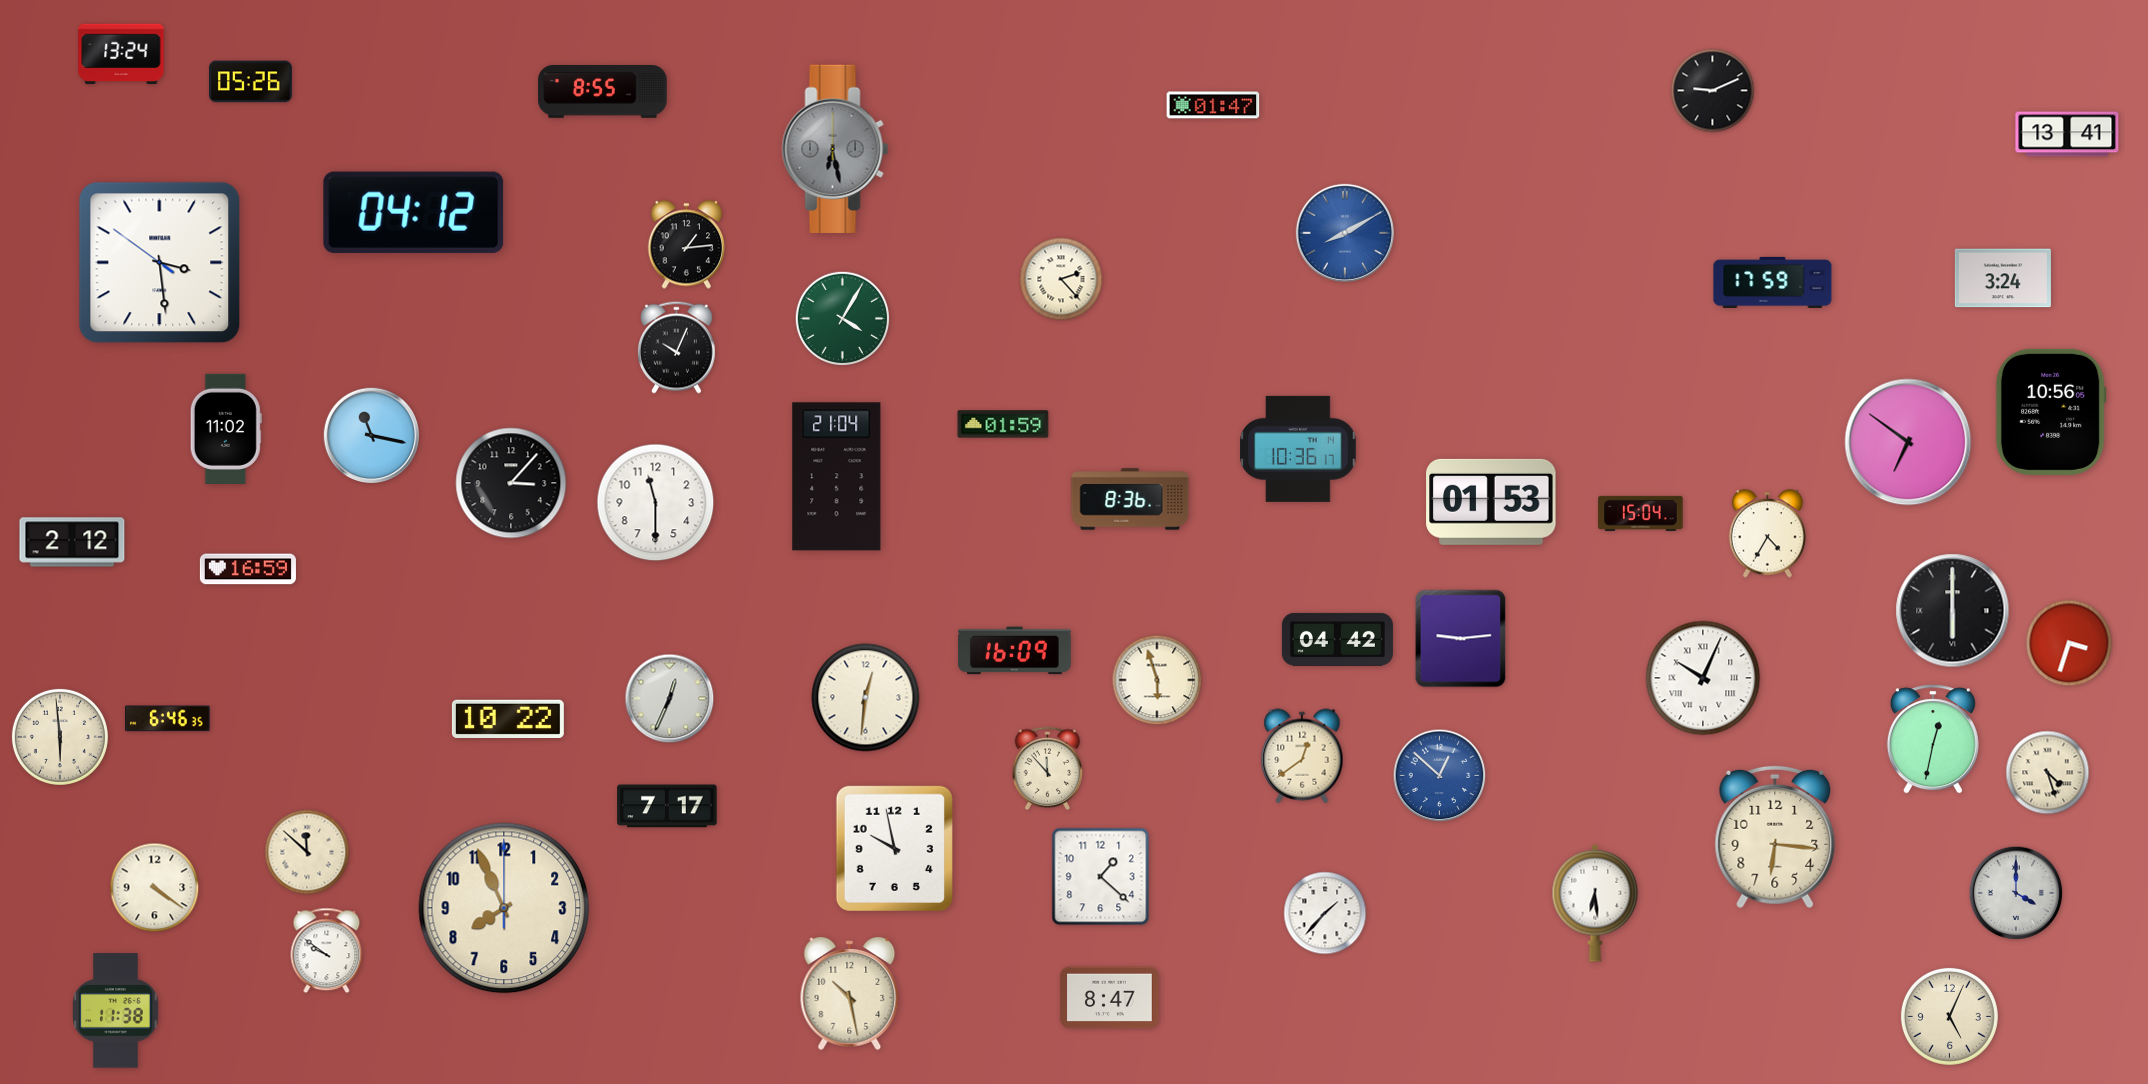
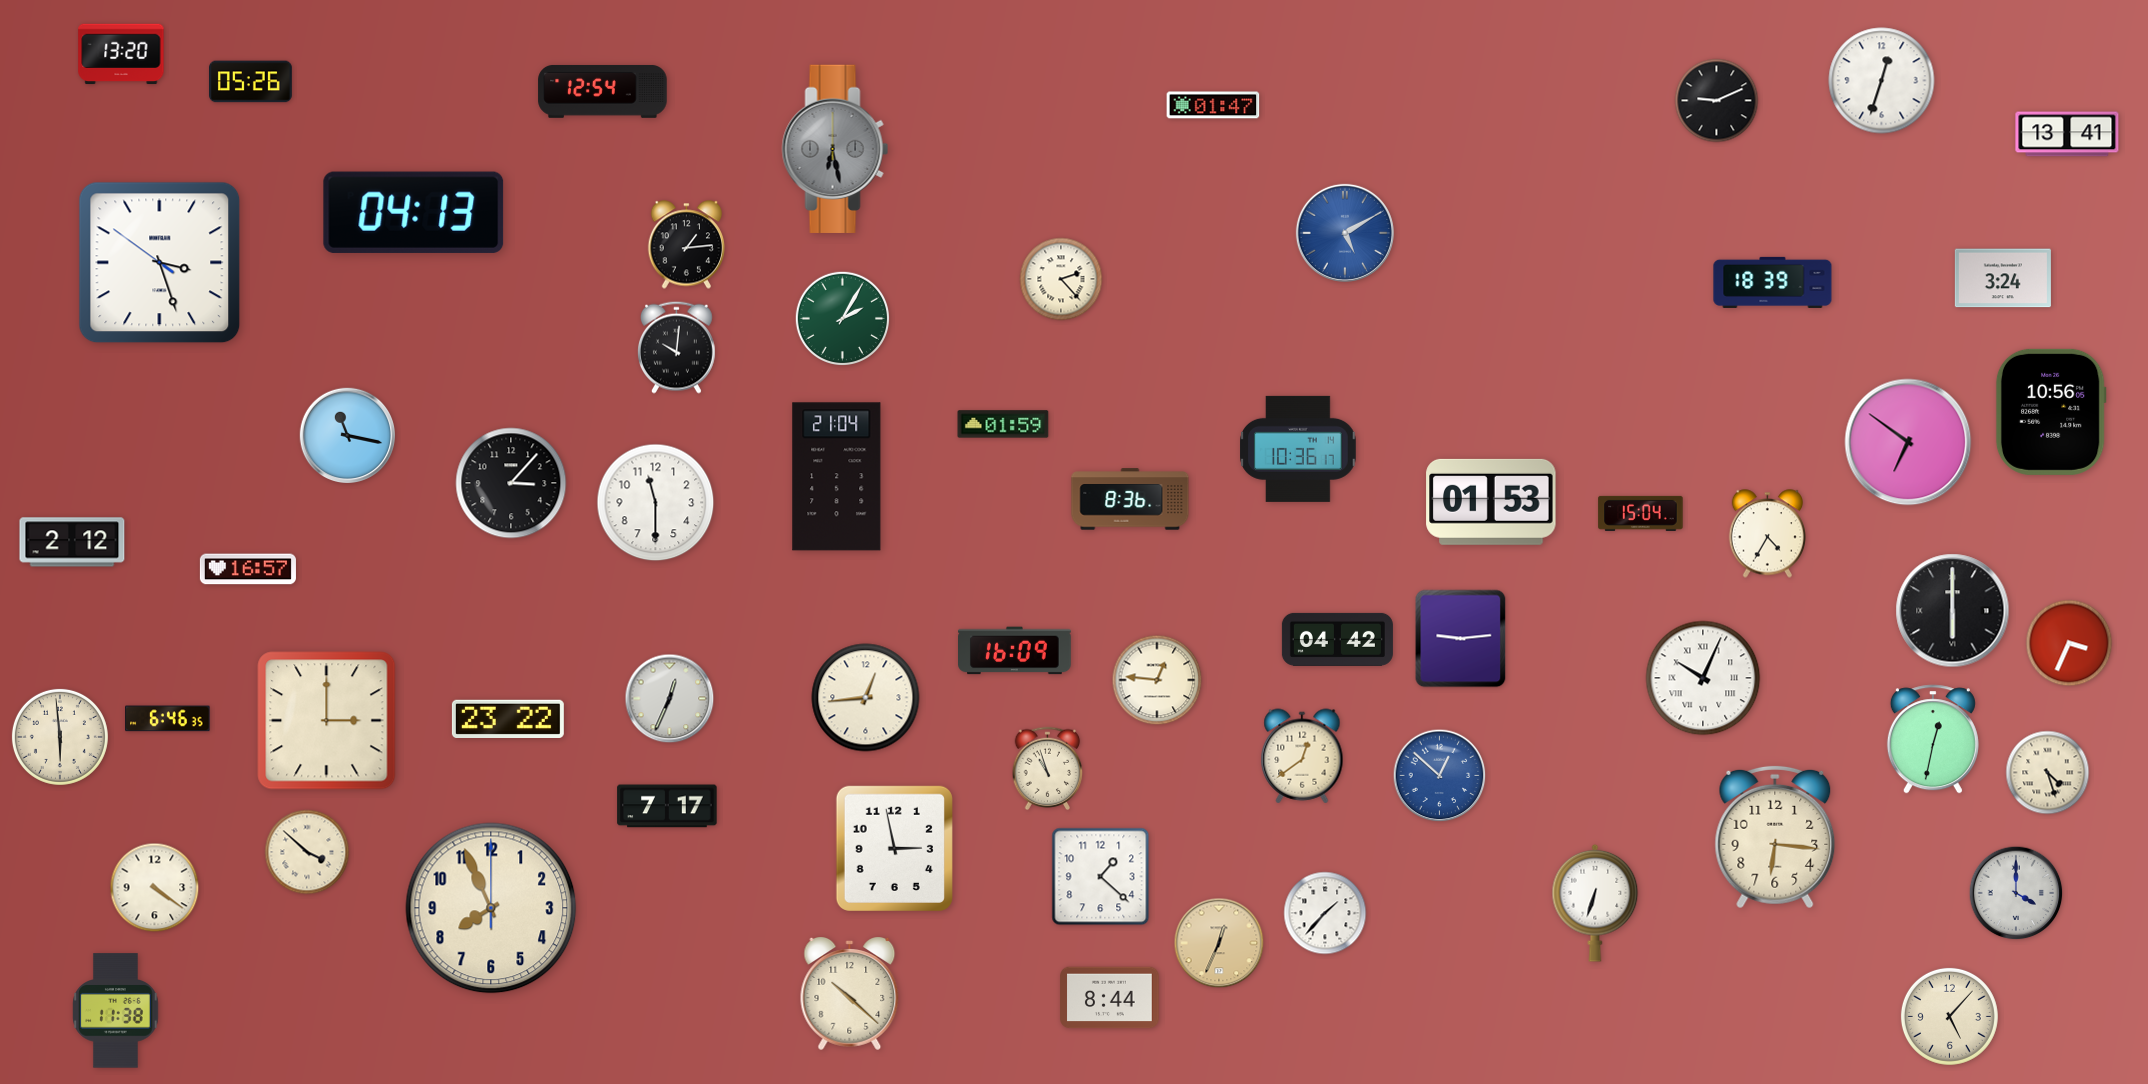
clock at (121, 54): 13:24 -> 13:20
clock at (1882, 81): none -> 12:33
clock at (603, 91): 8:55 -> 12:54
clock at (1713, 91) position: (1713, 91) -> (1717, 101)
clock at (414, 212): 04:12 -> 04:13
clock at (1345, 233): 8:10 -> 5:10
clock at (160, 263): 3:28 -> 3:26
clock at (1773, 282): 17:59 -> 18:39
clock at (842, 318): 4:05 -> 2:05
clock at (677, 347): 10:04 -> 10:01
clock at (226, 429): 11:02 -> none
clock at (371, 435) position: (371, 435) -> (347, 435)
clock at (248, 569): 16:59 -> 16:57
clock at (2069, 643): 3:33 -> 3:34
clock at (1157, 680): 5:57 -> 12:46
clock at (866, 698): 12:31 -> 12:44
clock at (508, 718): 10:22 -> 23:22
clock at (327, 721): none -> 3:00
clock at (1048, 769): 11:53 -> 10:57
clock at (894, 848): 9:58 -> 2:58
clock at (307, 852): 11:52 -> 3:52
clock at (1595, 903): 6:29 -> 6:33
clock at (504, 908) position: (504, 908) -> (491, 908)
clock at (1219, 943): none -> 12:34
clock at (327, 951): 9:51 -> none
clock at (850, 994): 10:28 -> 10:22
clock at (1110, 998): 8:47 -> 8:44
clock at (1949, 1016): 5:04 -> 5:07
